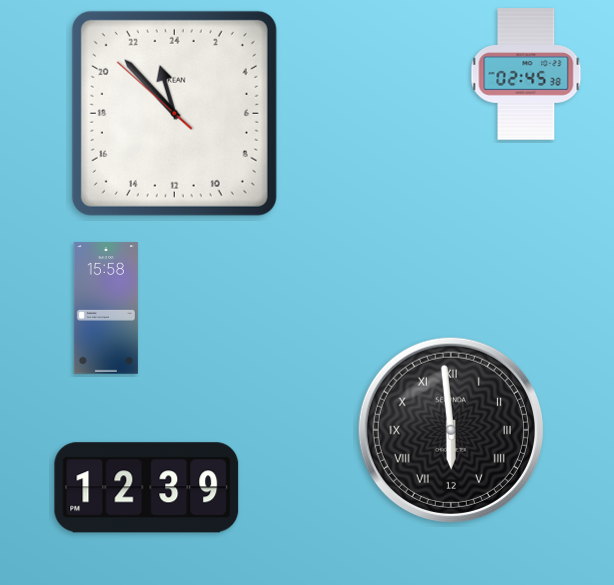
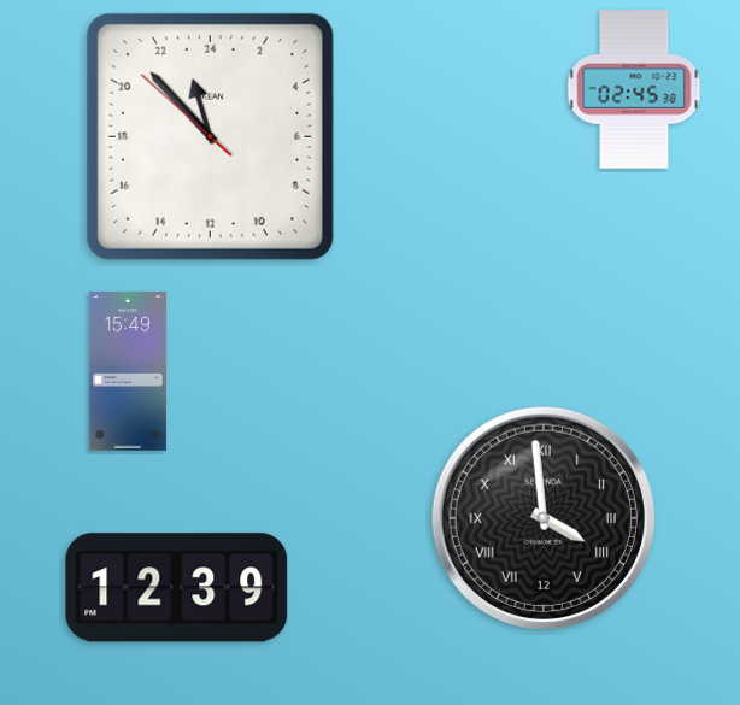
clock at (106, 308): 15:58 -> 15:49
clock at (451, 430): 5:59 -> 3:59
